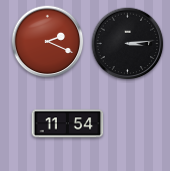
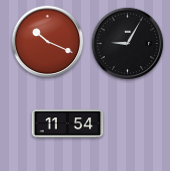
clock at (48, 42): 2:19 -> 10:19
clock at (128, 44): 3:14 -> 9:05
